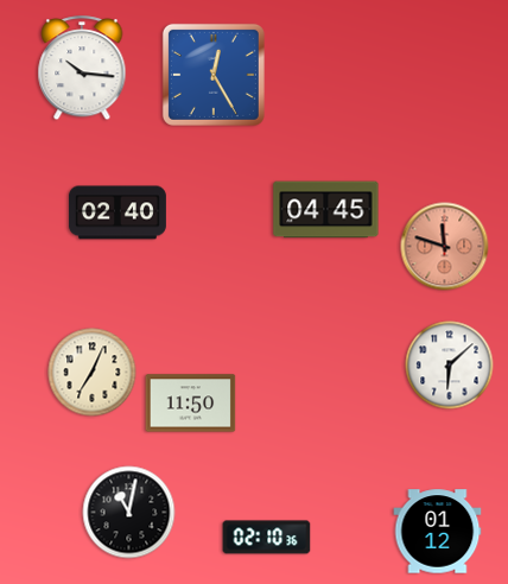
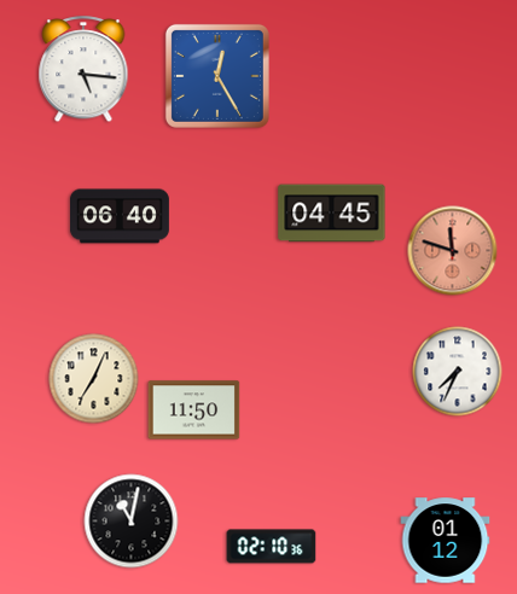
clock at (82, 69): 10:16 -> 5:16
clock at (118, 212): 02:40 -> 06:40
clock at (450, 366): 6:08 -> 7:34
